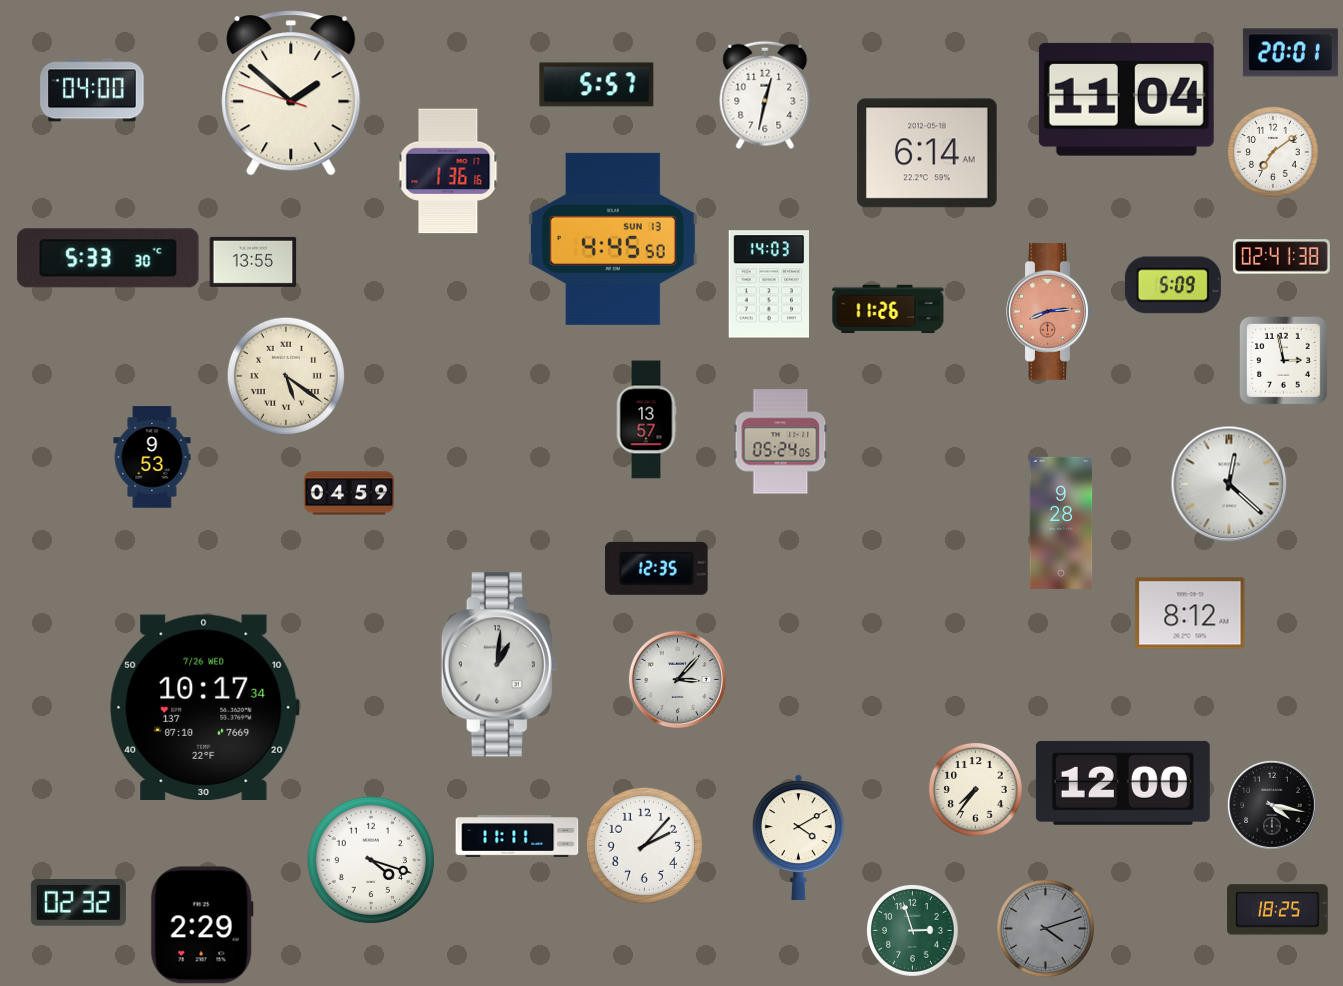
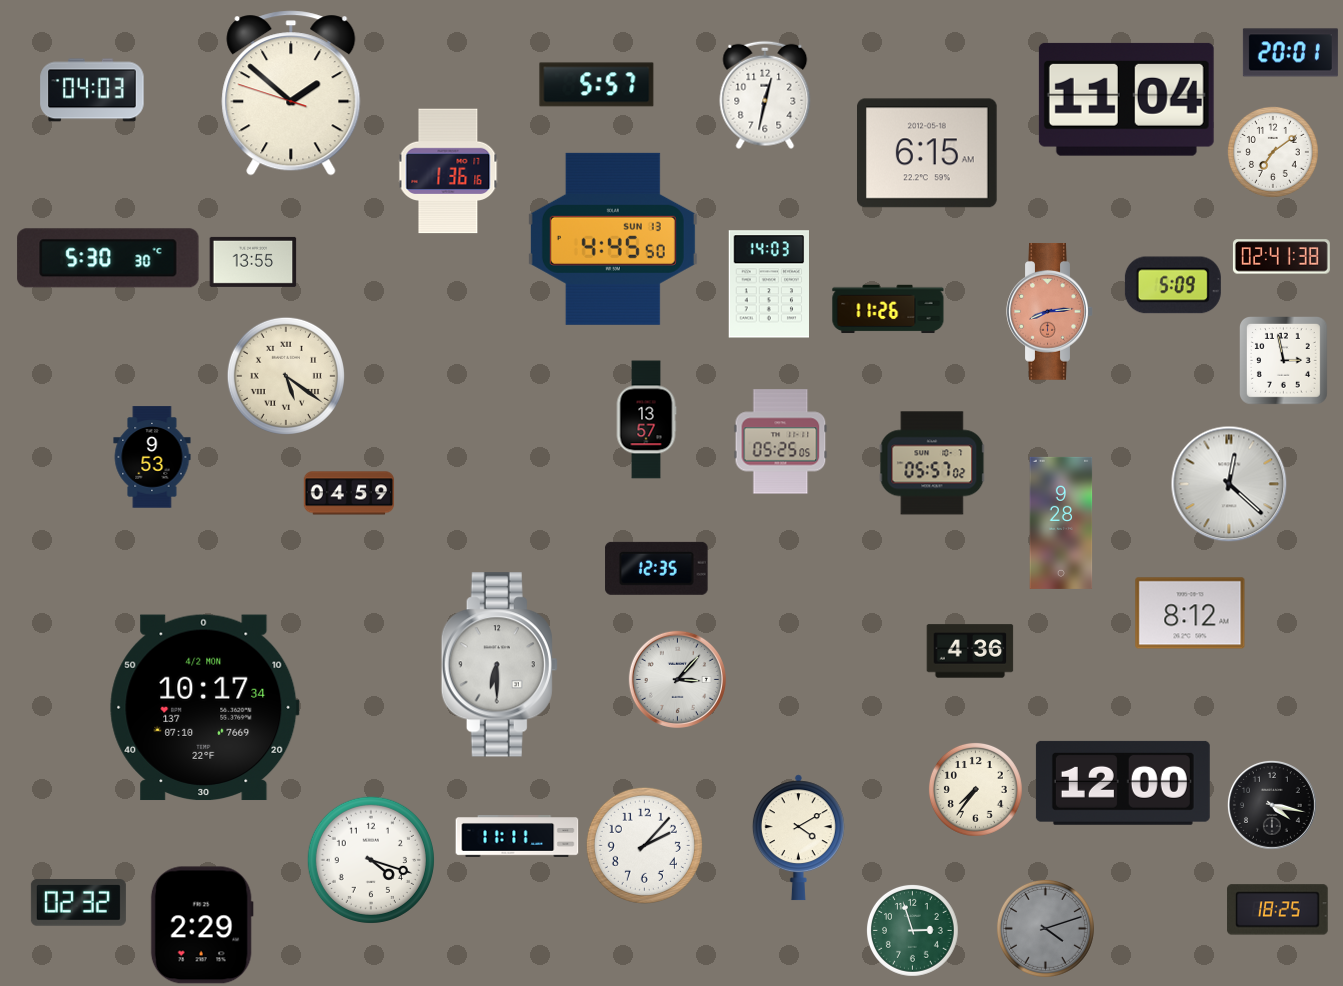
clock at (92, 90): 04:00 -> 04:03
clock at (928, 153): 6:14 -> 6:15
clock at (108, 258): 5:33 -> 5:30
clock at (781, 442): 05:24 -> 05:25
clock at (932, 463): none -> 05:57
clock at (970, 651): none -> 4:36
clock at (499, 665): 1:01 -> 6:30
clock at (205, 708) date: 7/26 WED -> 4/2 MON
